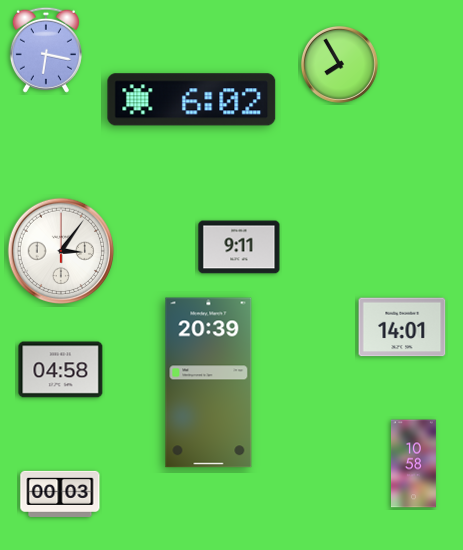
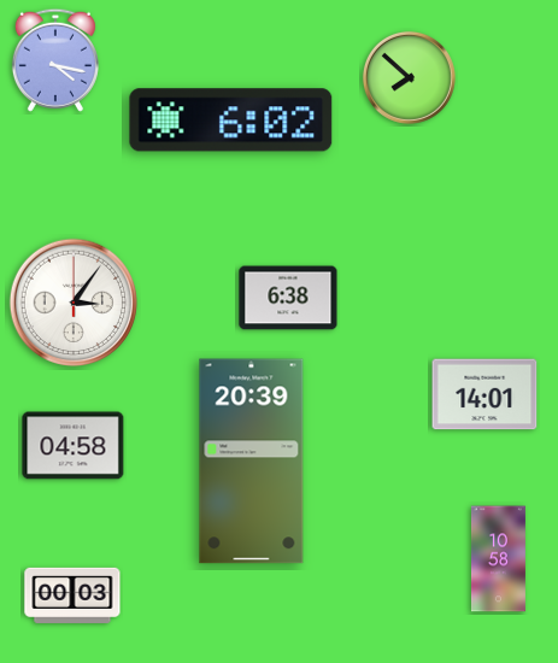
clock at (46, 50): 6:17 -> 4:17
clock at (339, 64): 7:55 -> 7:52
clock at (239, 247): 9:11 -> 6:38
